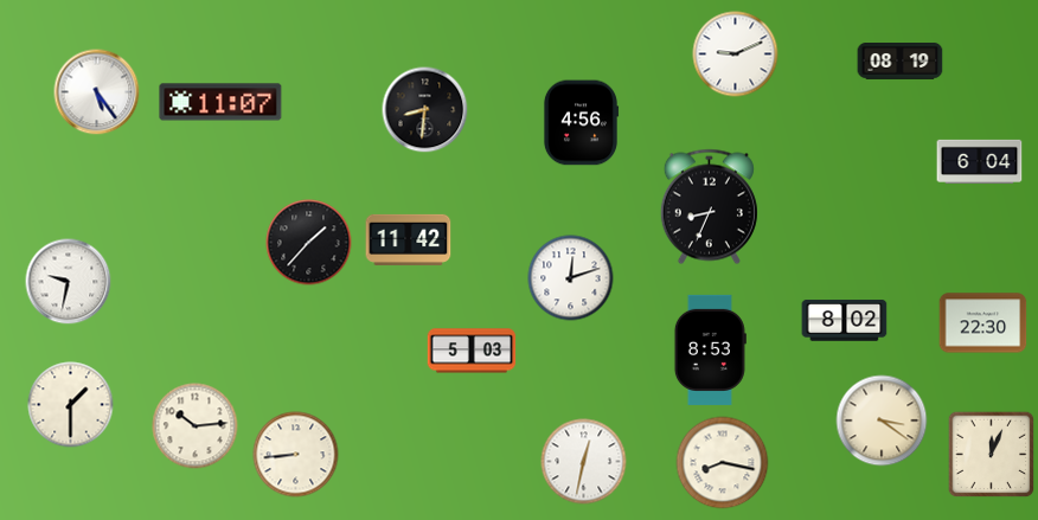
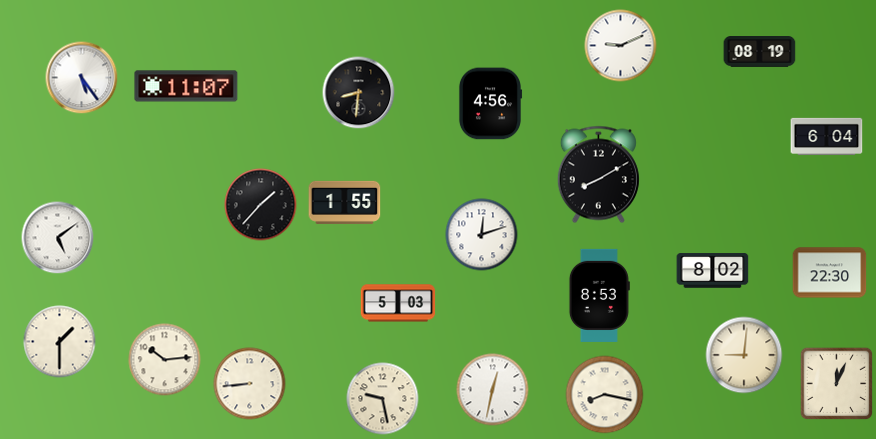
clock at (709, 207): 8:34 -> 8:10
clock at (409, 239): 11:42 -> 1:55
clock at (69, 282): 9:32 -> 5:09
clock at (472, 351) position: (472, 351) -> (398, 303)
clock at (882, 421): 3:21 -> 9:01
clock at (723, 463) position: (723, 463) -> (605, 395)
clock at (383, 399): none -> 9:28
